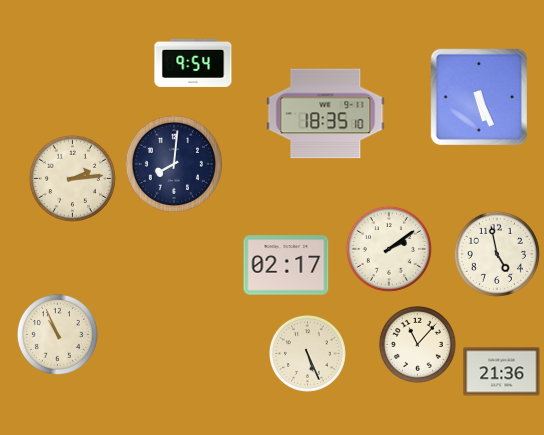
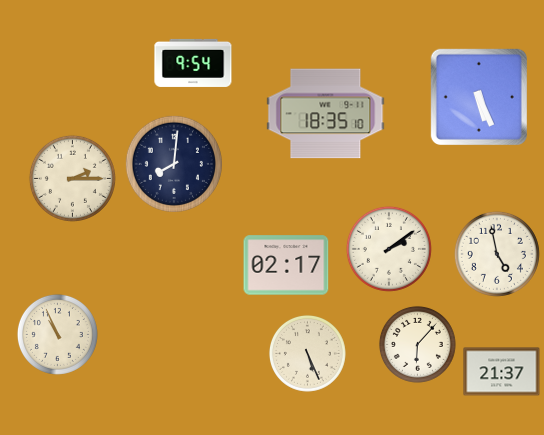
clock at (72, 178): 2:14 -> 2:15
clock at (417, 344): 11:07 -> 6:07
clock at (502, 372): 21:36 -> 21:37
